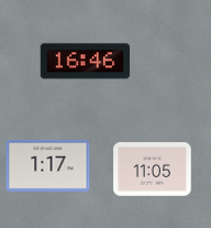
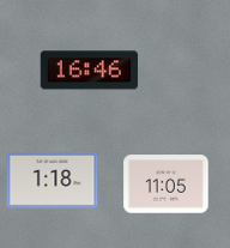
clock at (86, 62) position: (86, 62) -> (90, 71)
clock at (48, 165): 1:17 -> 1:18
